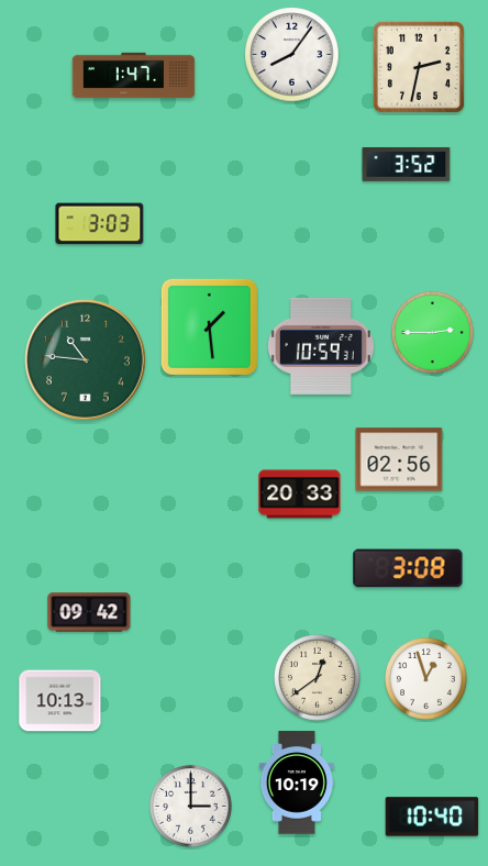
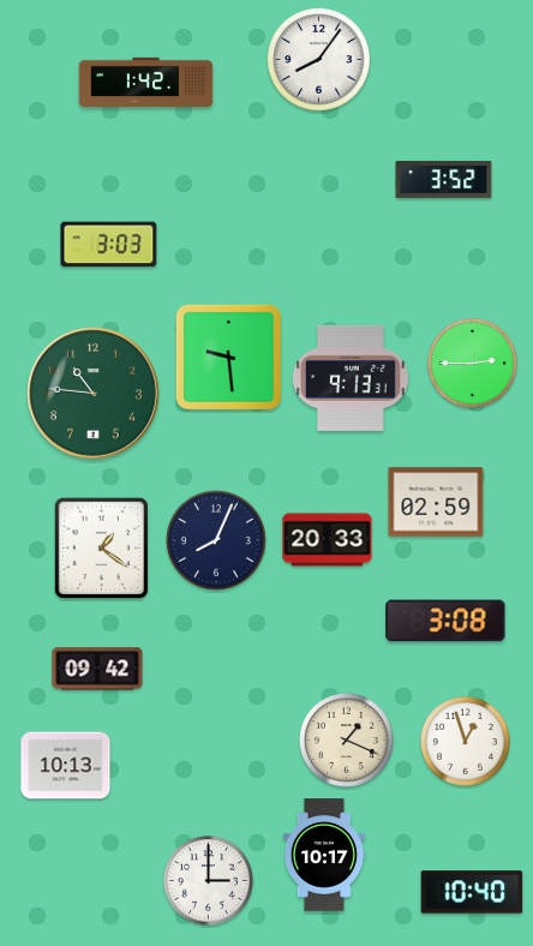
clock at (419, 67): 2:32 -> none
clock at (134, 76): 1:47 -> 1:42
clock at (209, 326): 1:29 -> 9:29
clock at (321, 346): 10:59 -> 9:13
clock at (399, 459): 02:56 -> 02:59
clock at (216, 540): none -> 8:04
clock at (101, 547): none -> 1:21
clock at (318, 678): 12:39 -> 1:19
clock at (296, 782): 10:19 -> 10:17
